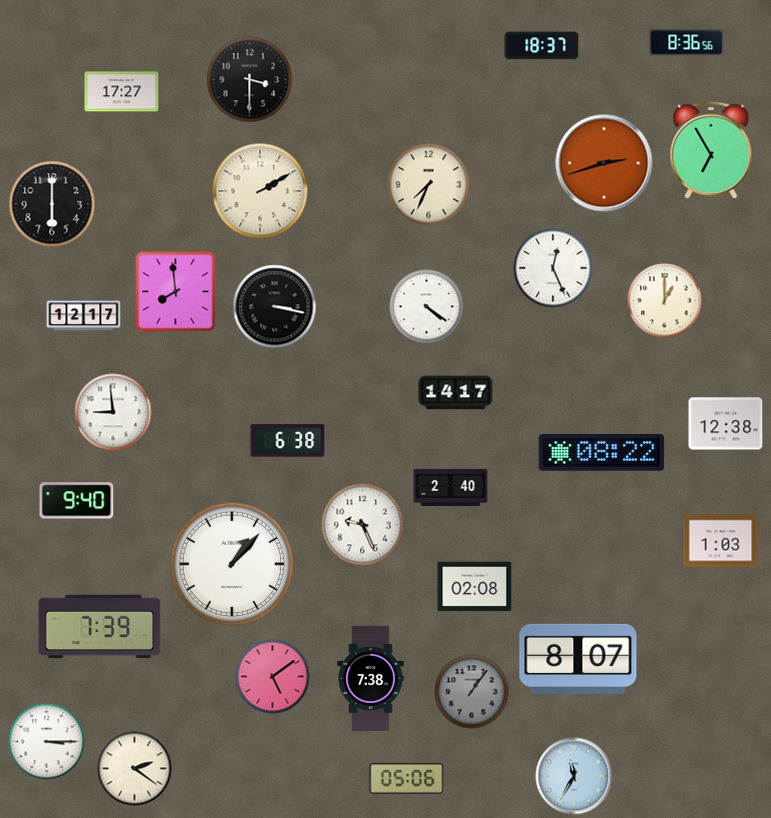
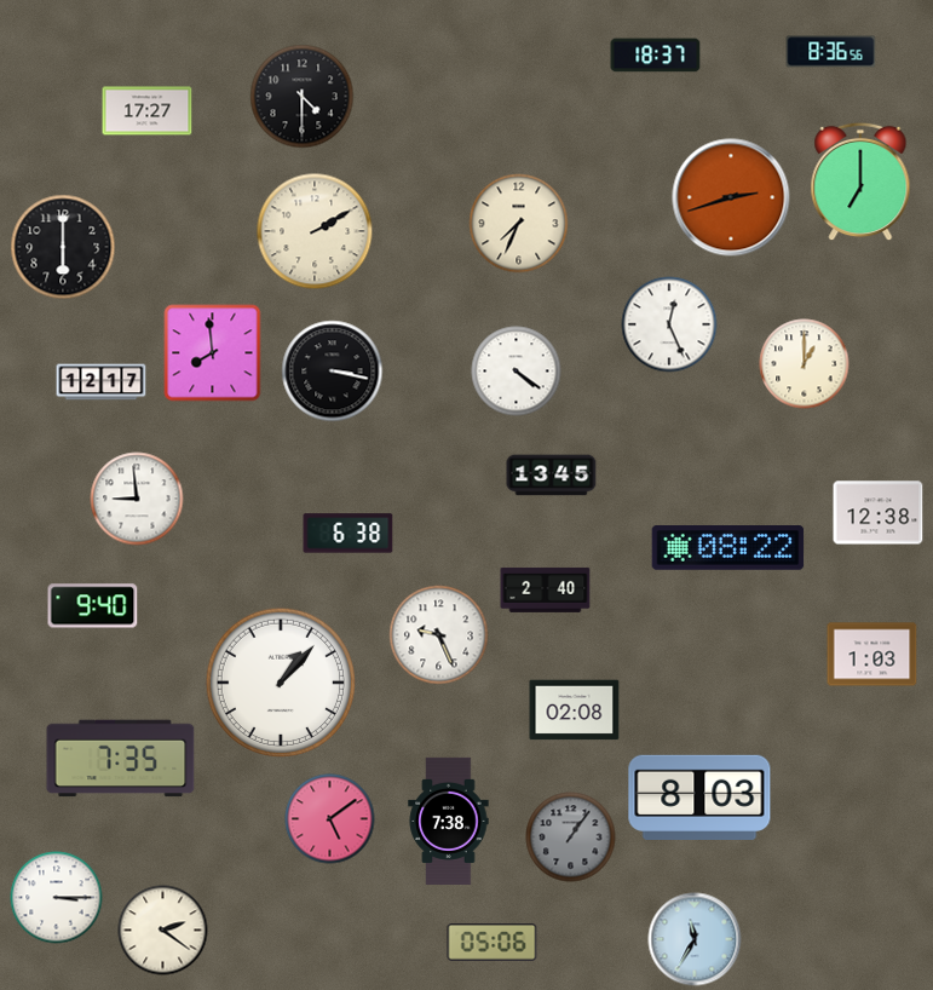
clock at (250, 80): 3:30 -> 4:30
clock at (711, 150): 6:55 -> 7:00
clock at (456, 393): 14:17 -> 13:45
clock at (100, 627): 7:39 -> 7:35
clock at (578, 659): 8:07 -> 8:03
